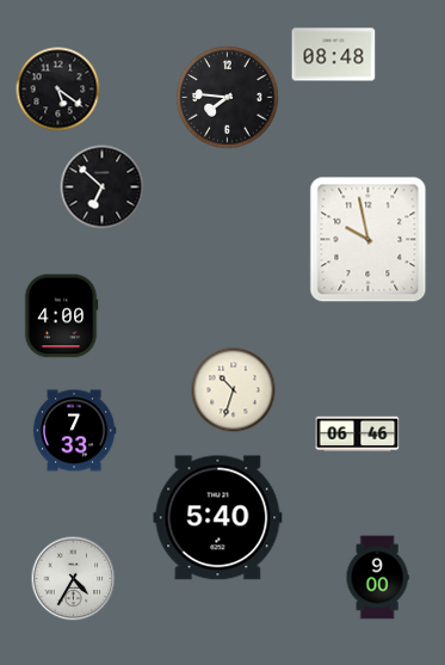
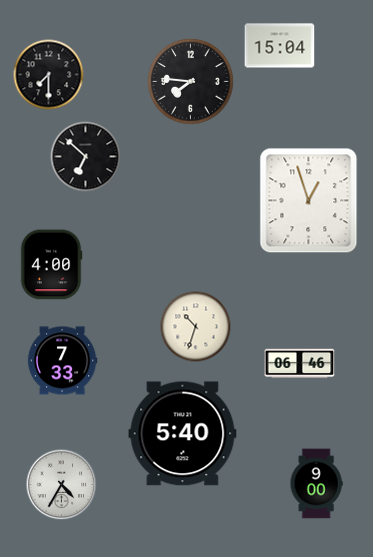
clock at (334, 55): 08:48 -> 15:04
clock at (58, 90): 5:21 -> 7:30
clock at (369, 240): 9:58 -> 12:57
